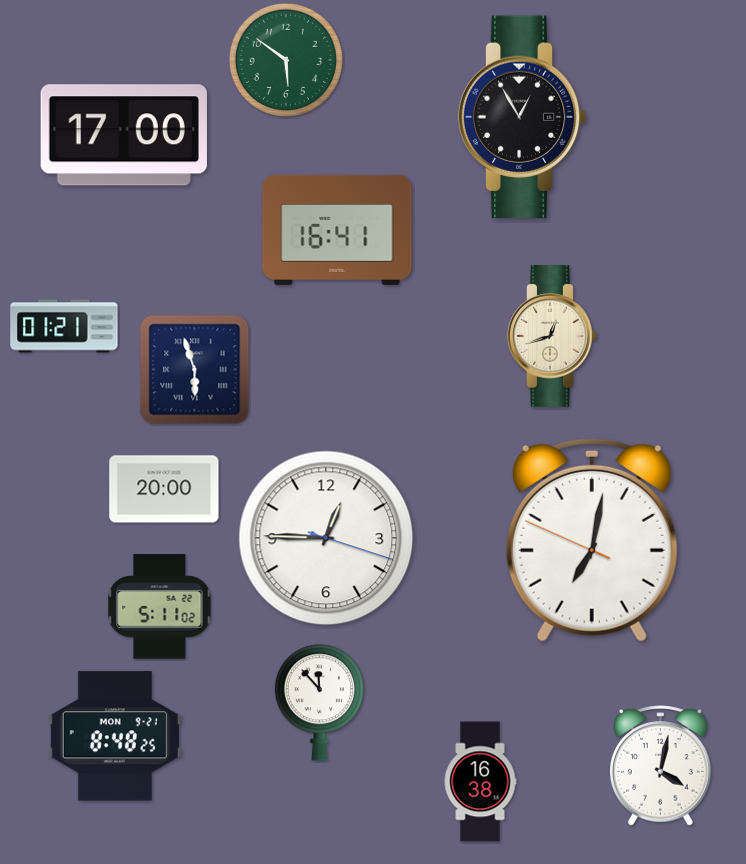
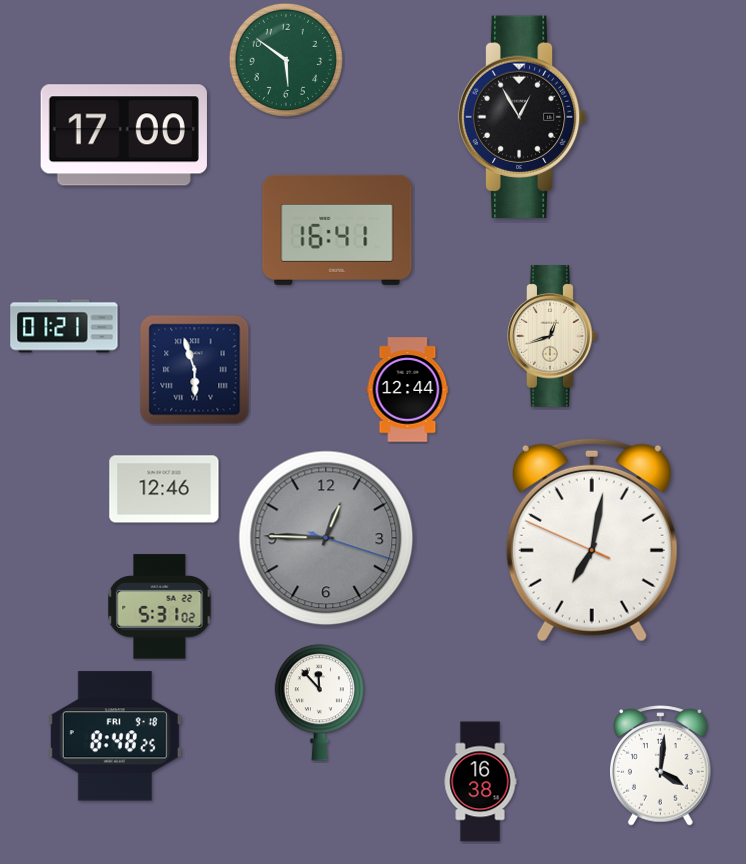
clock at (408, 390): none -> 12:44
clock at (164, 489): 20:00 -> 12:46
clock at (326, 538) dial: white -> grey
clock at (160, 607): 5:11 -> 5:31
clock at (115, 736) date: MON 9-21 -> FRI 9-18
clock at (661, 766): 4:02 -> 4:01
